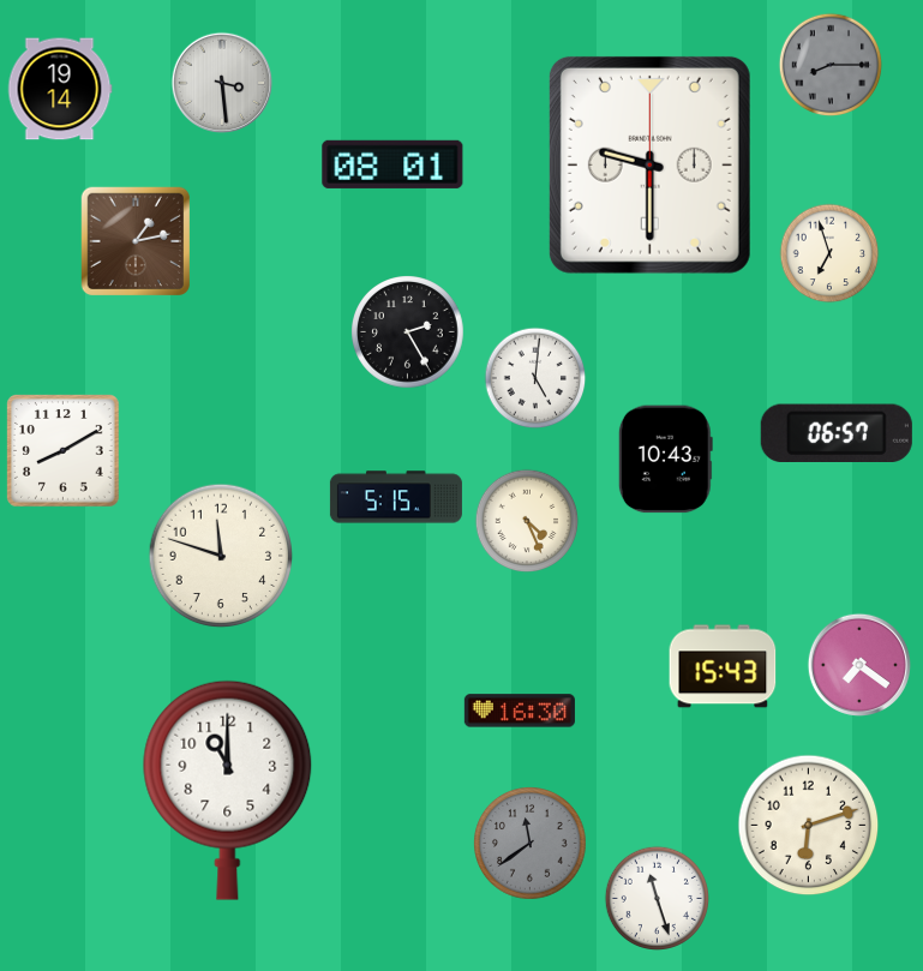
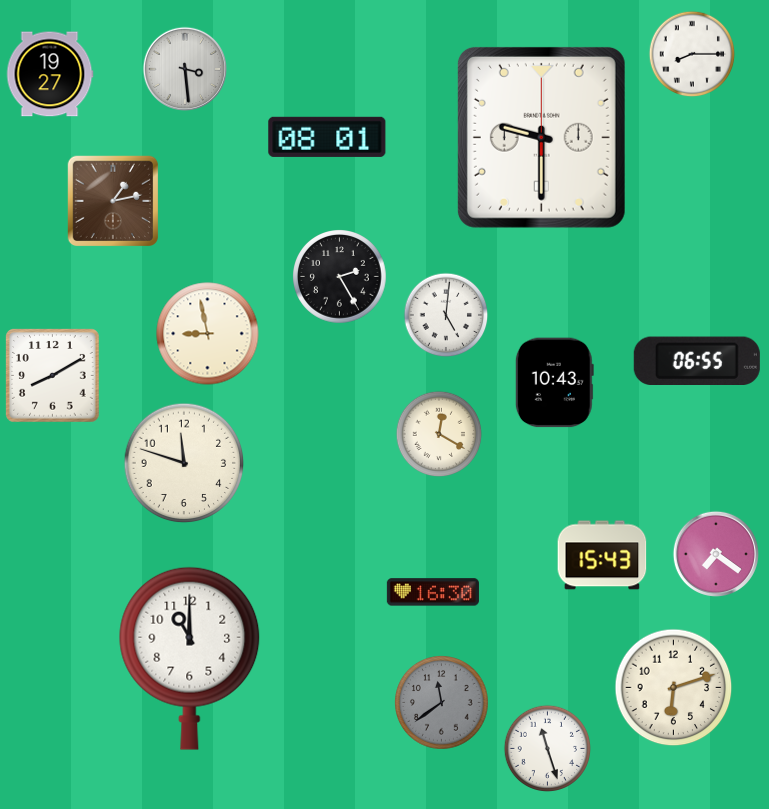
clock at (831, 65) dial: grey -> white
clock at (60, 89): 19:14 -> 19:27
clock at (829, 253): 6:57 -> none
clock at (208, 334): none -> 8:58
clock at (837, 433): 06:57 -> 06:55
clock at (396, 497): 5:15 -> none
clock at (527, 521): 4:26 -> 12:20
